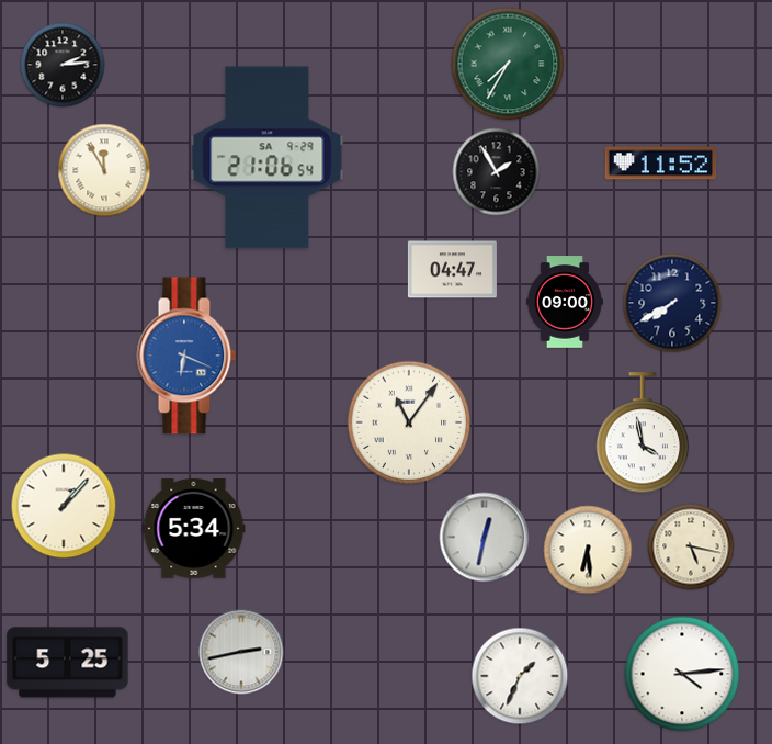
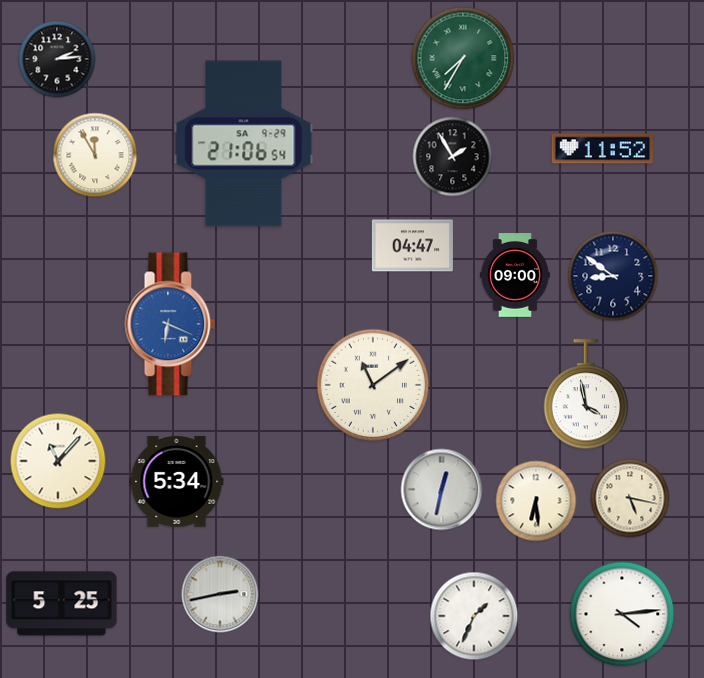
clock at (672, 303): 7:40 -> 8:51
clock at (409, 422): 11:06 -> 11:09
clock at (64, 506): 1:07 -> 11:07
